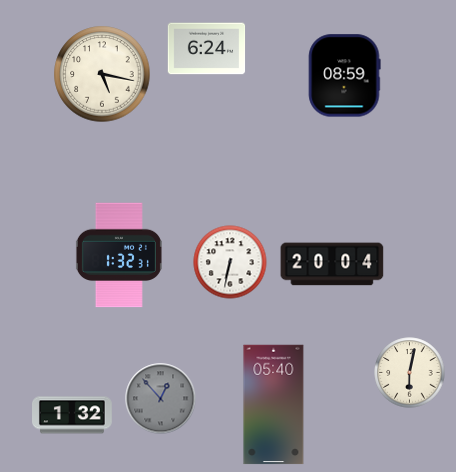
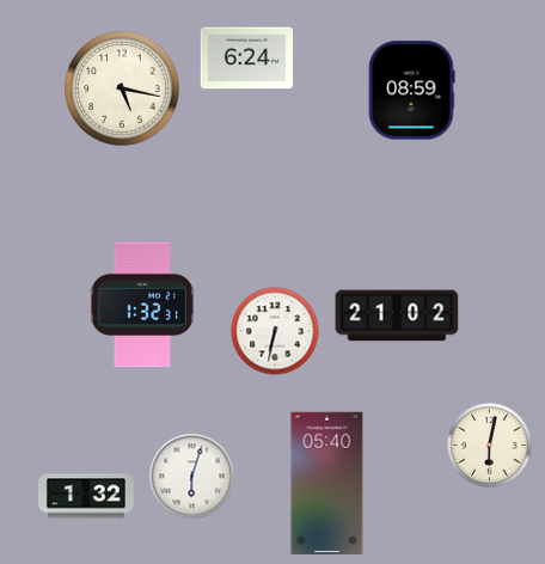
clock at (230, 262) position: (230, 262) -> (275, 331)
clock at (332, 264): 20:04 -> 21:02
clock at (161, 399): 12:53 -> 6:03
clock at (161, 399) dial: grey -> white
